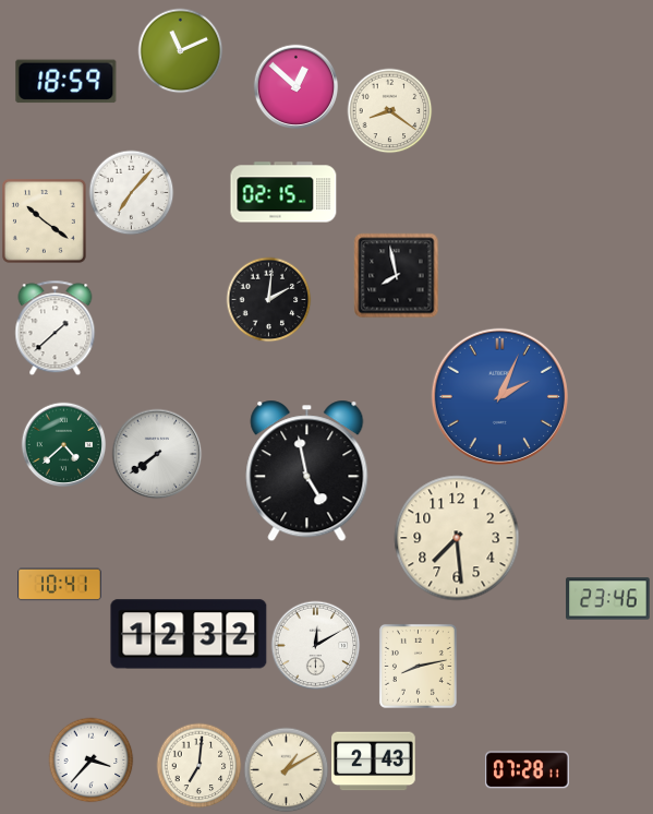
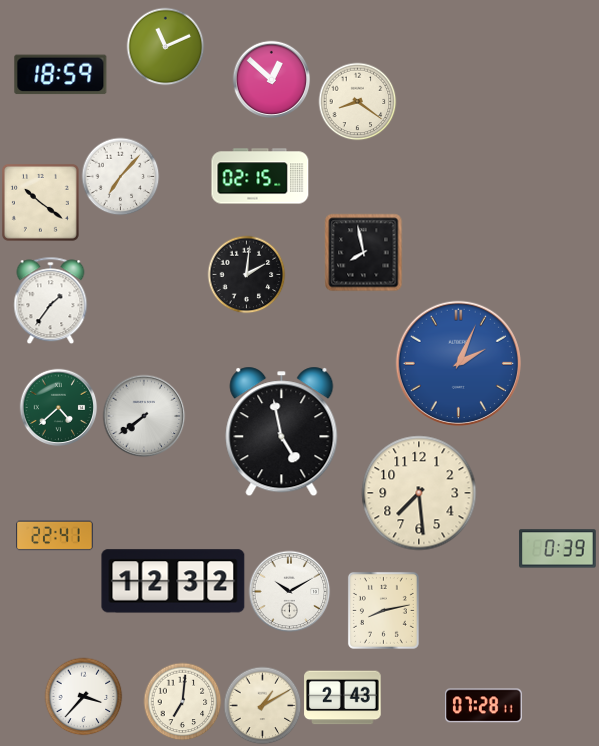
clock at (56, 327): 1:38 -> 1:36
clock at (60, 585): 10:41 -> 22:41
clock at (608, 599): 23:46 -> 0:39
clock at (315, 645): 12:10 -> 10:10
